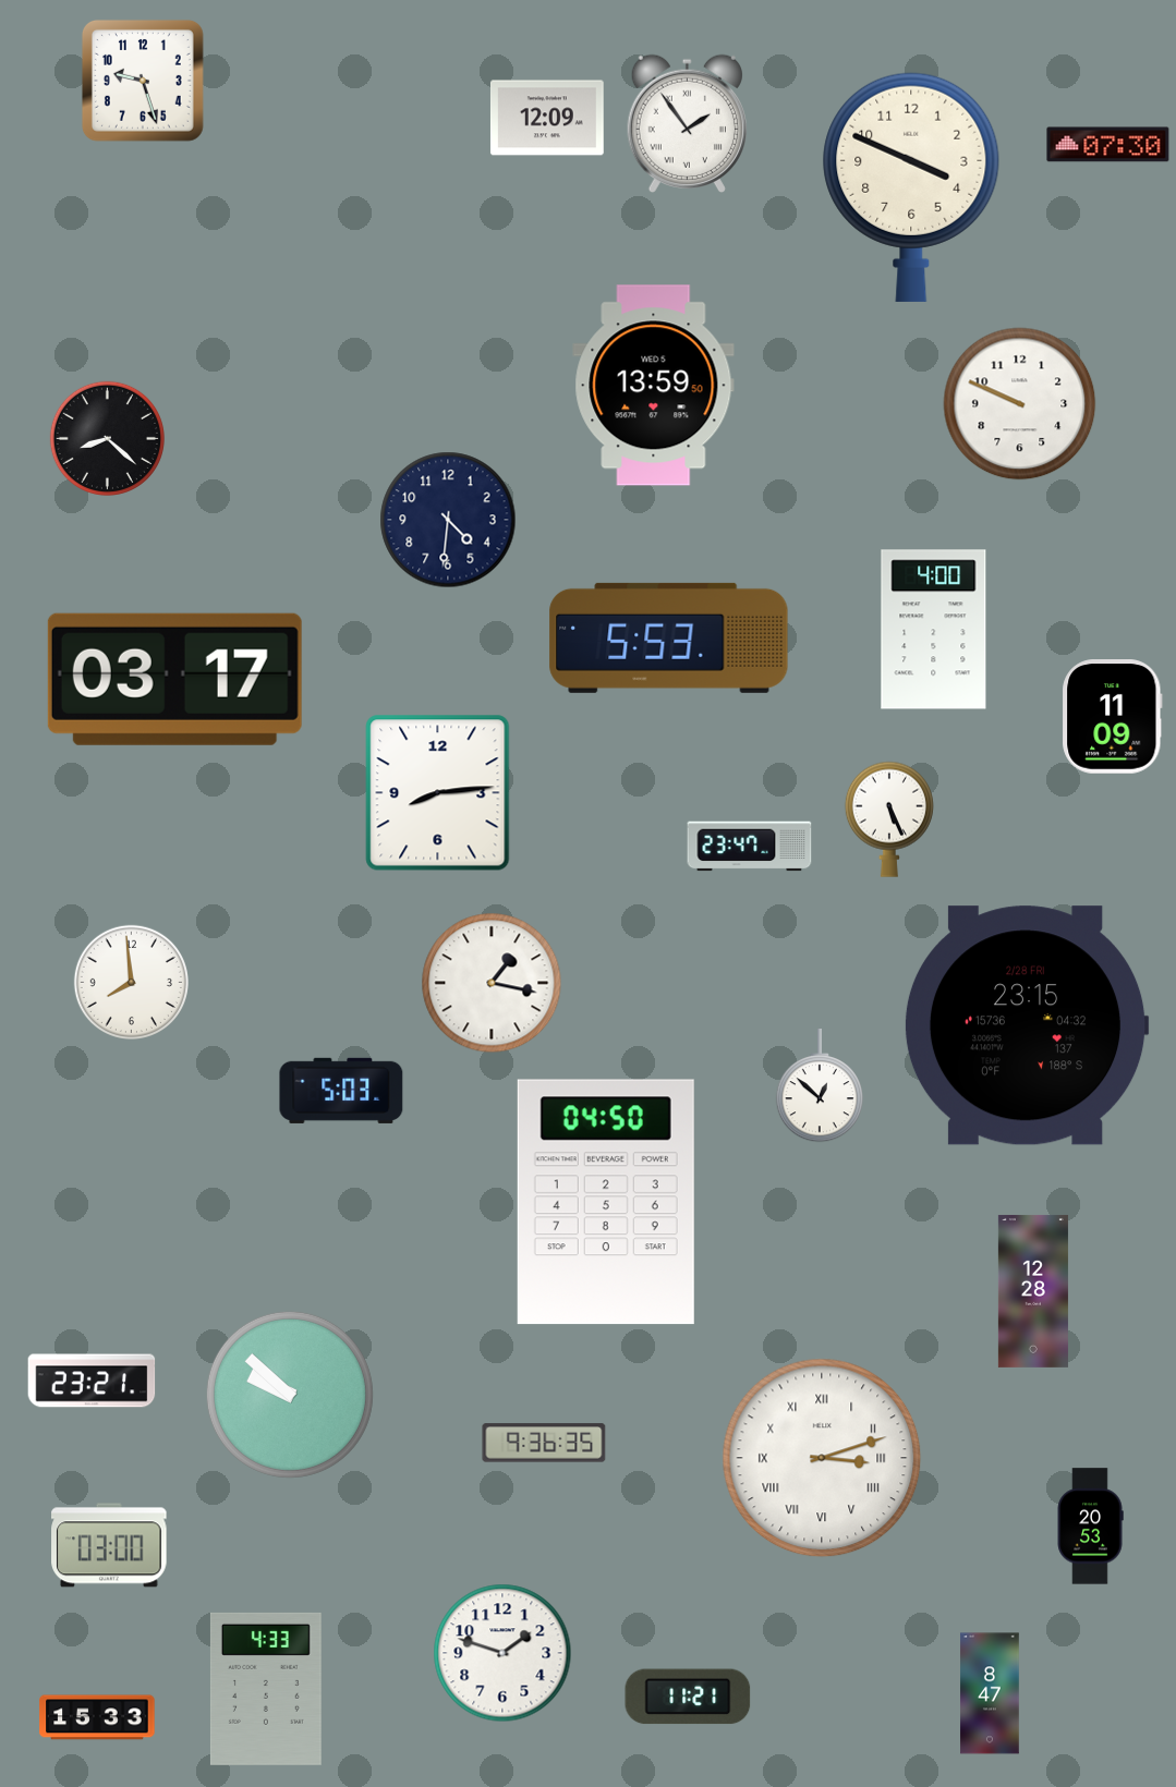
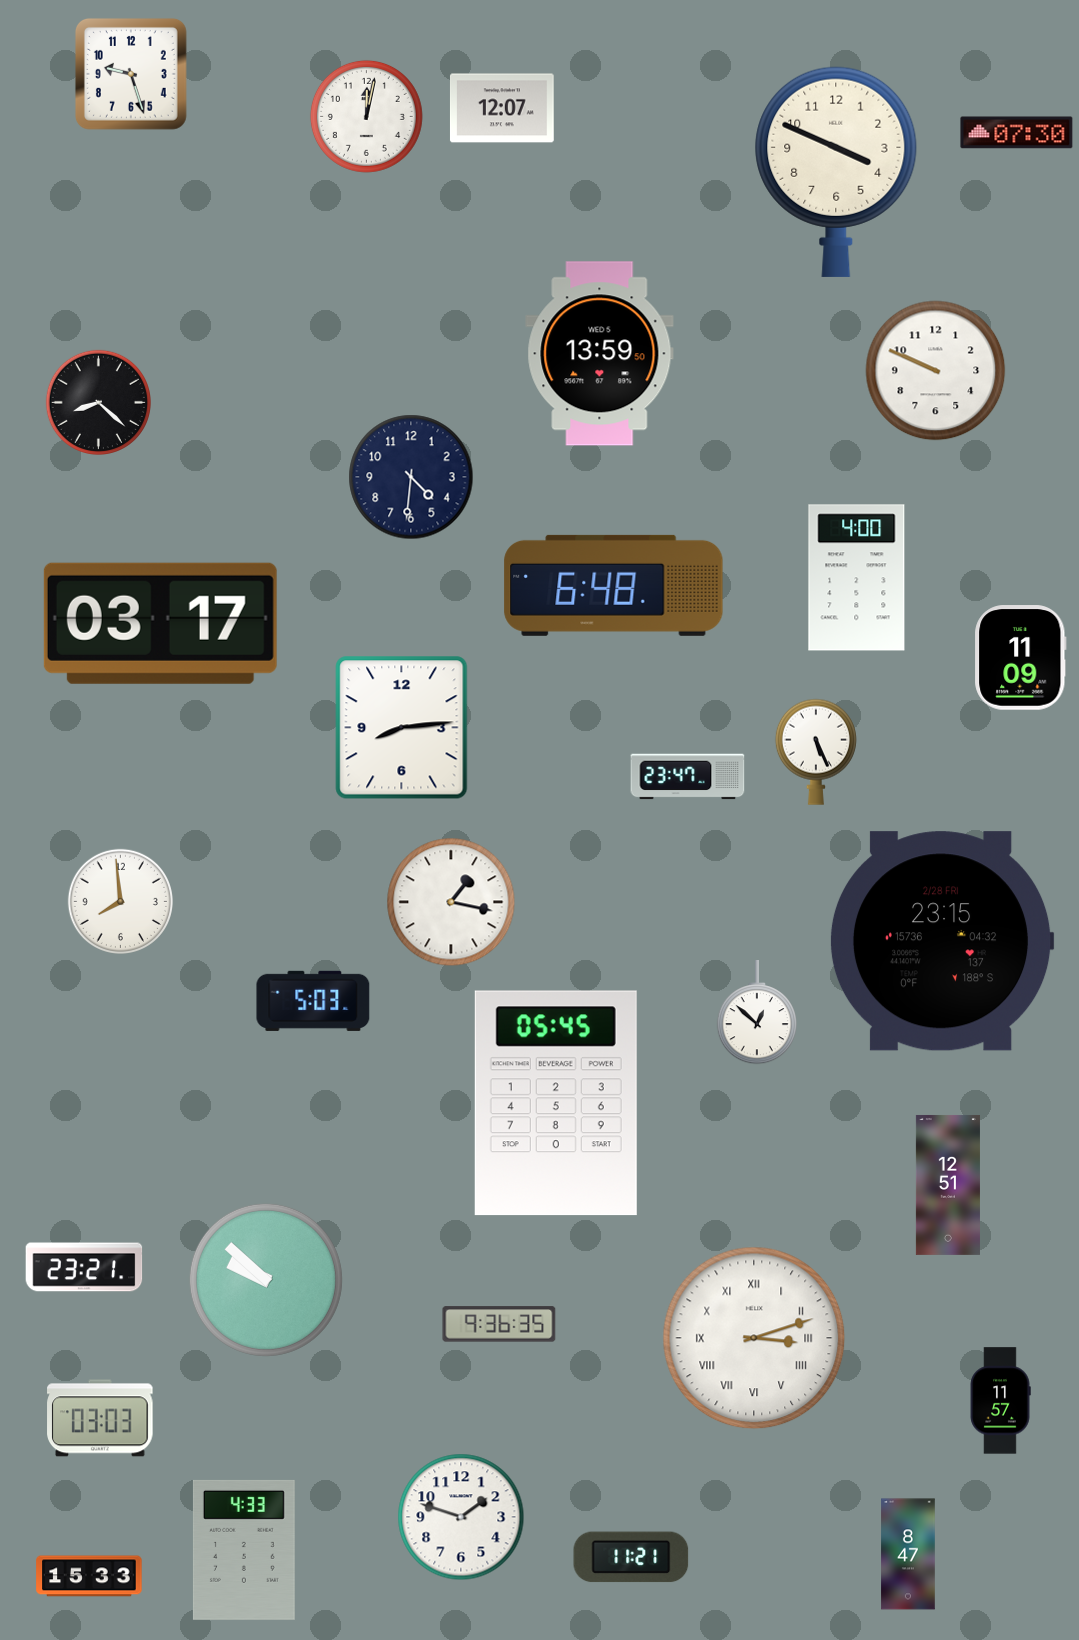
clock at (547, 118): 12:09 -> 12:07
clock at (687, 123): 1:54 -> none
clock at (366, 116): none -> 12:02
clock at (669, 637): 5:53 -> 6:48
clock at (820, 1086) position: (820, 1086) -> (757, 1013)
clock at (606, 1202): 04:50 -> 05:45
clock at (1033, 1291): 12:28 -> 12:51
clock at (1090, 1527): 20:53 -> 11:57
clock at (109, 1545): 03:00 -> 03:03
